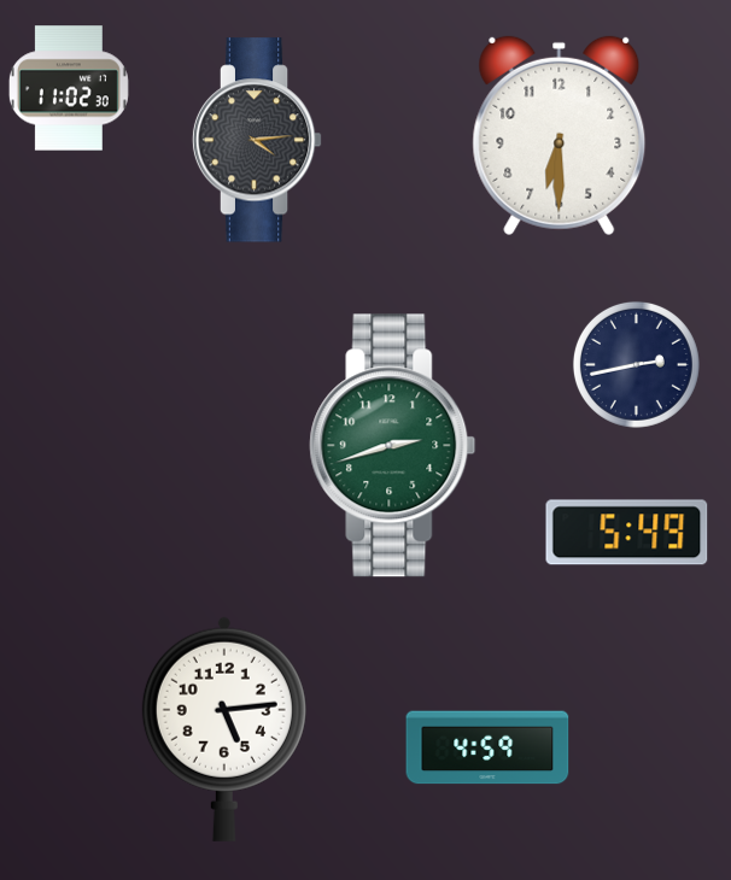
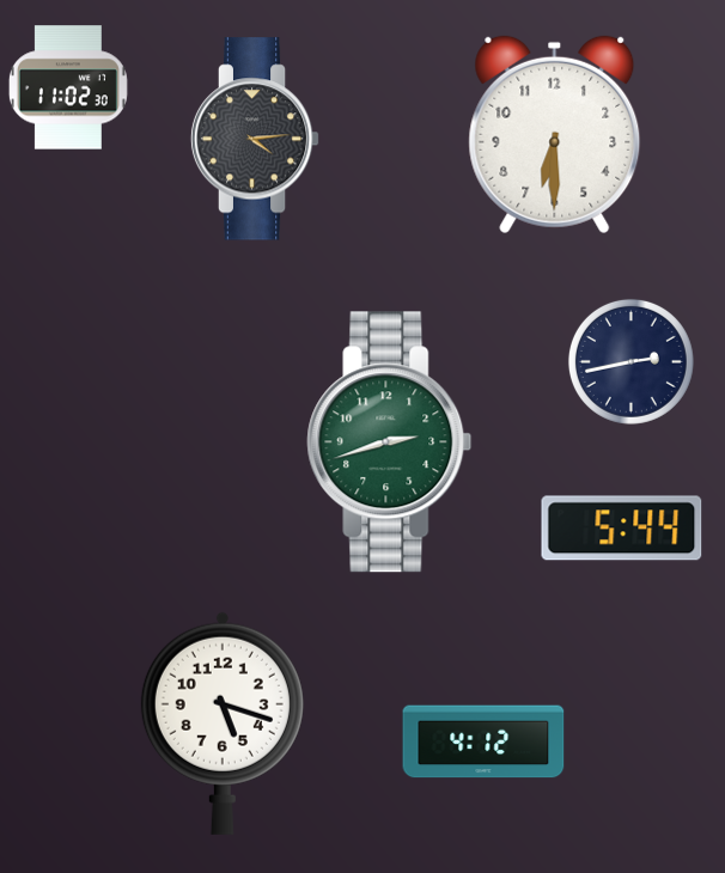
clock at (627, 533): 5:49 -> 5:44
clock at (224, 729): 5:14 -> 5:18
clock at (487, 747): 4:59 -> 4:12
